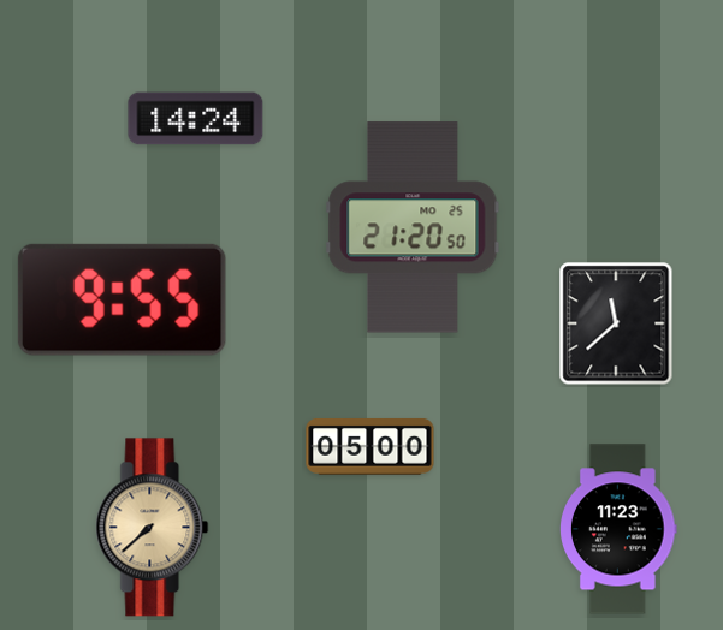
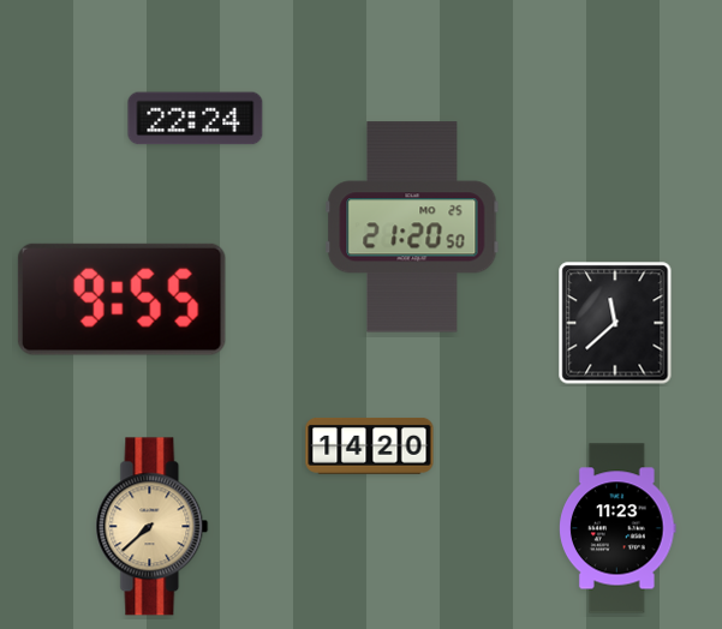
clock at (196, 119): 14:24 -> 22:24
clock at (371, 446): 05:00 -> 14:20
